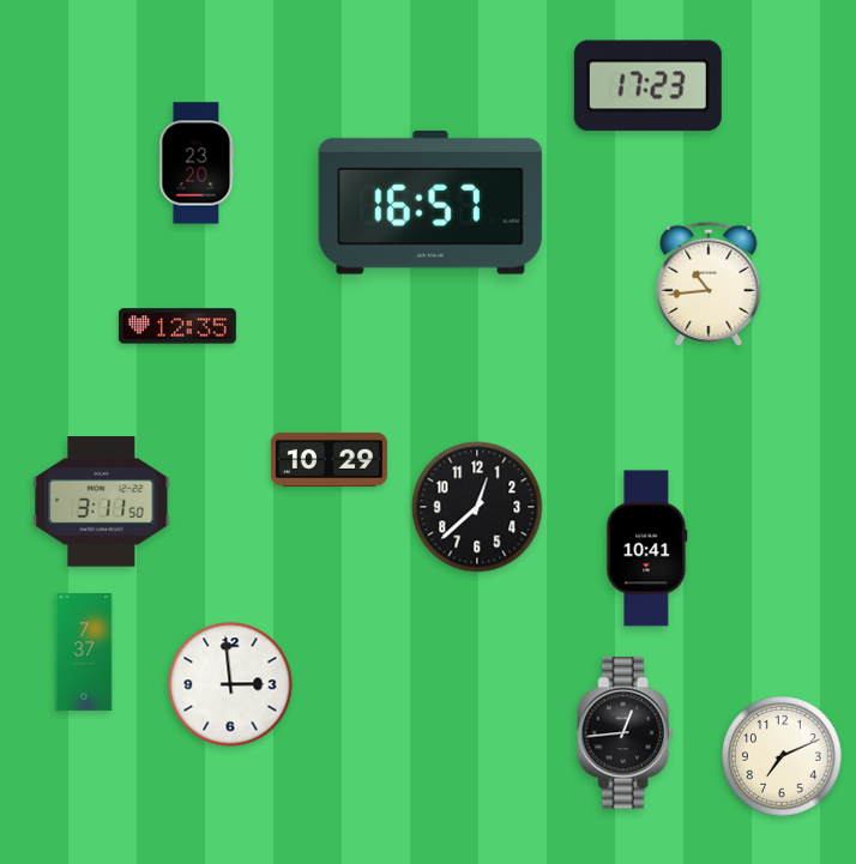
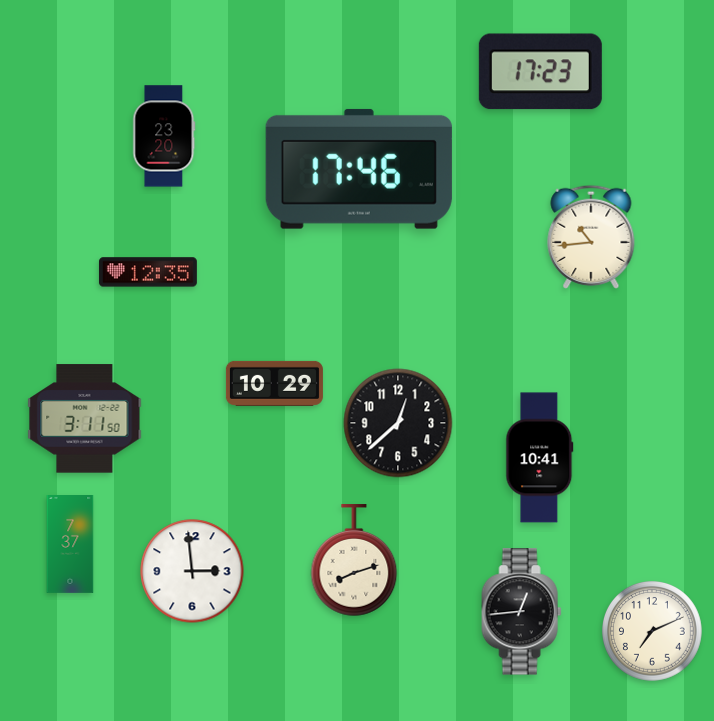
clock at (430, 203): 16:57 -> 17:46
clock at (354, 561): none -> 8:12
